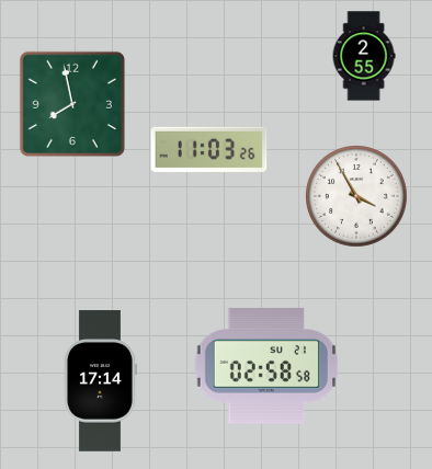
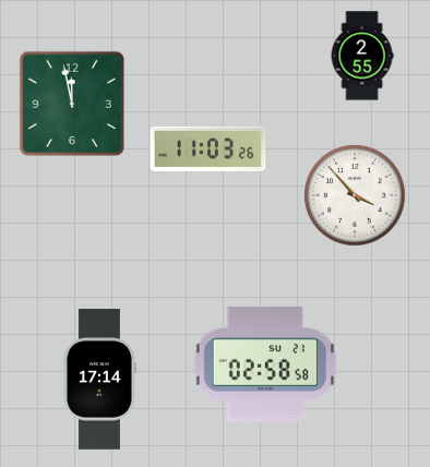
clock at (72, 104): 7:58 -> 11:58
clock at (357, 197): 3:55 -> 3:53
